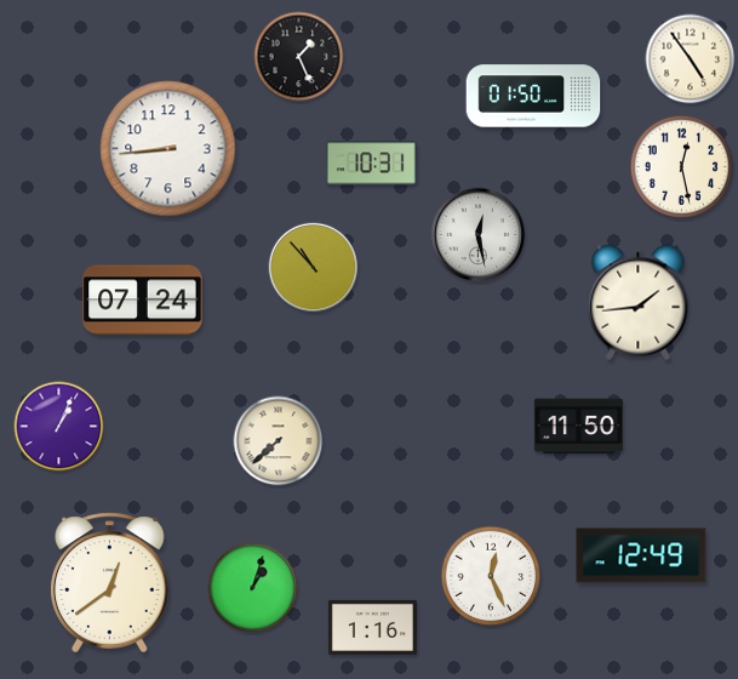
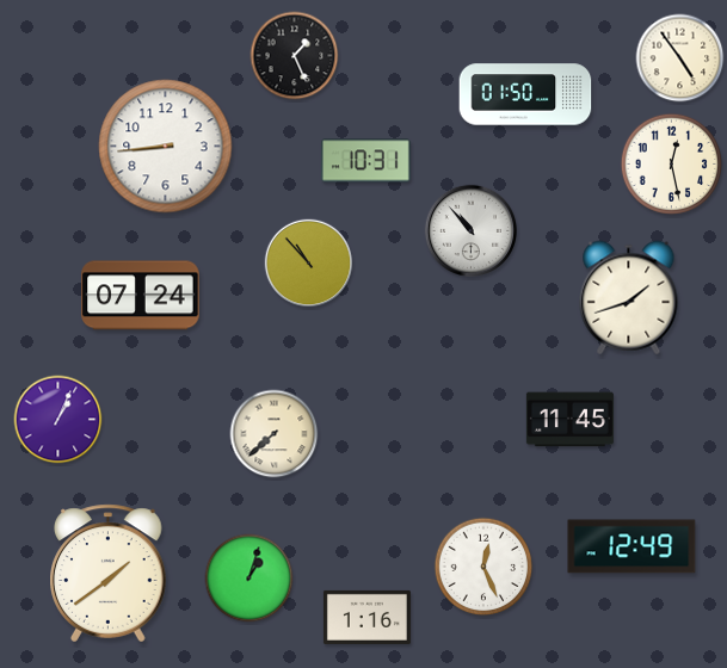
clock at (477, 234): 12:28 -> 10:53
clock at (639, 303): 1:44 -> 1:42
clock at (578, 427): 11:50 -> 11:45
clock at (110, 583): 12:39 -> 1:39
